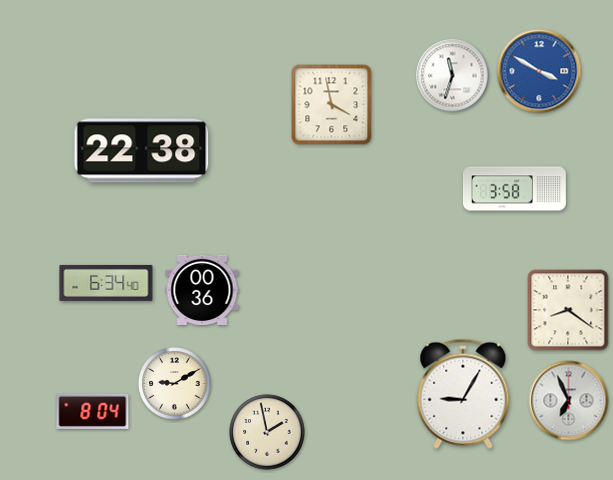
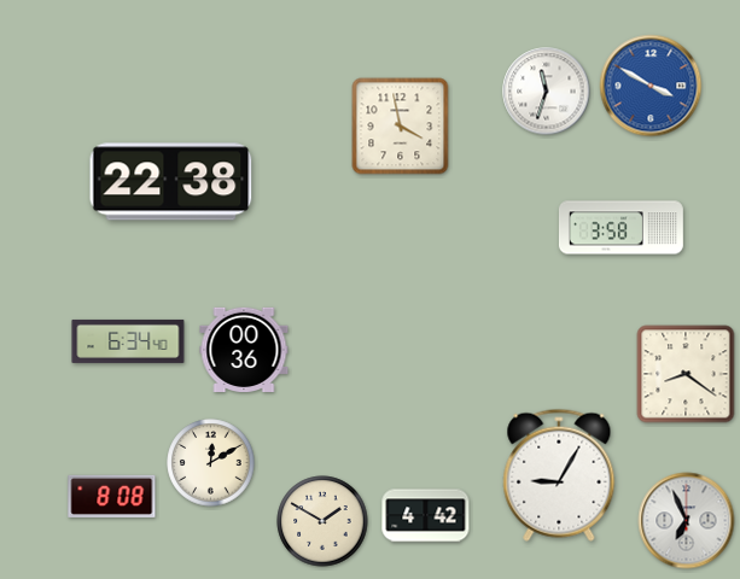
clock at (175, 384): 9:10 -> 12:10
clock at (569, 401) position: (569, 401) -> (687, 521)
clock at (93, 411): 8:04 -> 8:08
clock at (426, 516): none -> 4:42
clock at (267, 432): 1:58 -> 1:50
